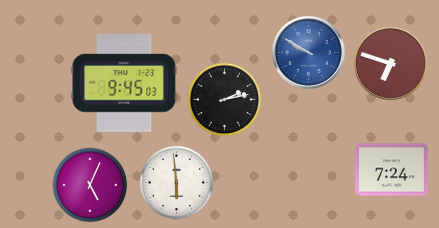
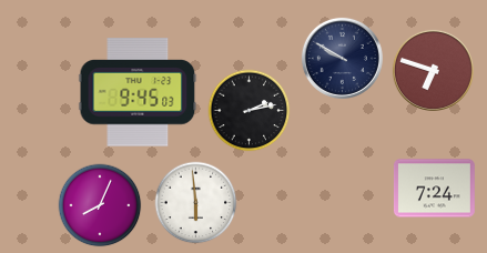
clock at (308, 52) dial: blue -> navy
clock at (90, 185): 5:04 -> 8:04
